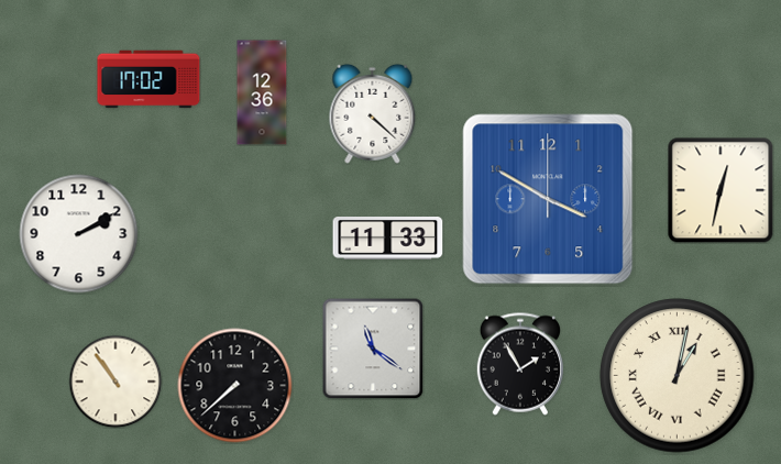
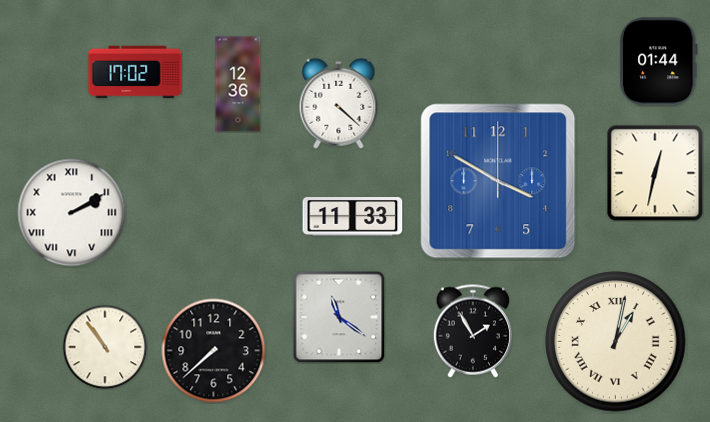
clock at (659, 62): none -> 01:44
clock at (79, 234) numerals: Arabic -> Roman
